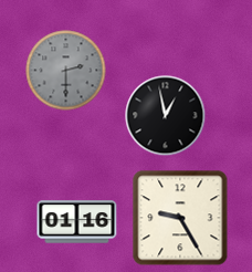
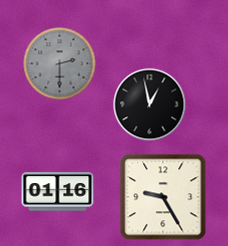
clock at (77, 222) position: (77, 222) -> (58, 192)
